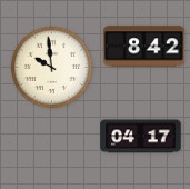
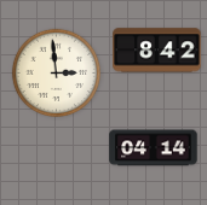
clock at (51, 67): 9:59 -> 2:59
clock at (141, 137): 04:17 -> 04:14
